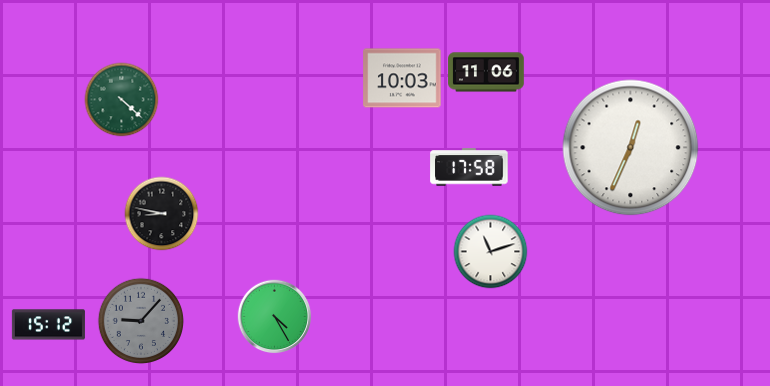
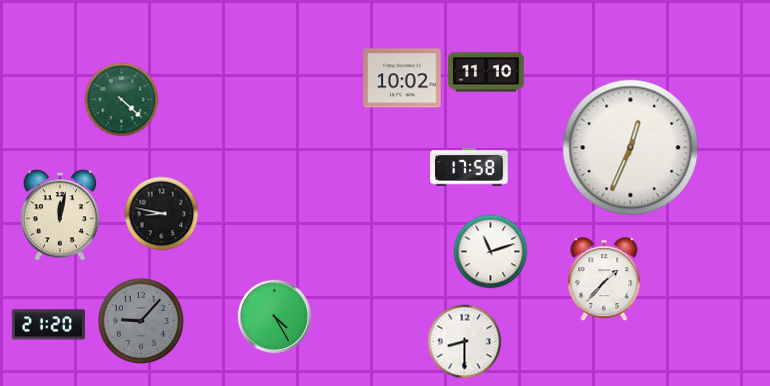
clock at (486, 72): 11:06 -> 11:10
clock at (402, 78): 10:03 -> 10:02
clock at (59, 215): none -> 12:02
clock at (604, 280): none -> 1:37
clock at (48, 325): 15:12 -> 21:20
clock at (465, 342): none -> 8:30
